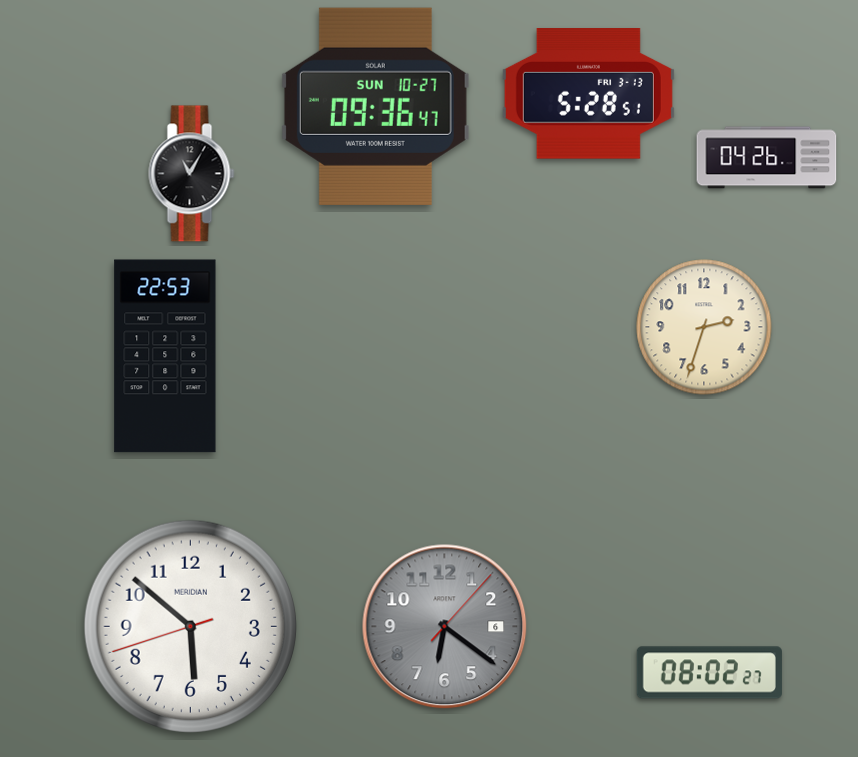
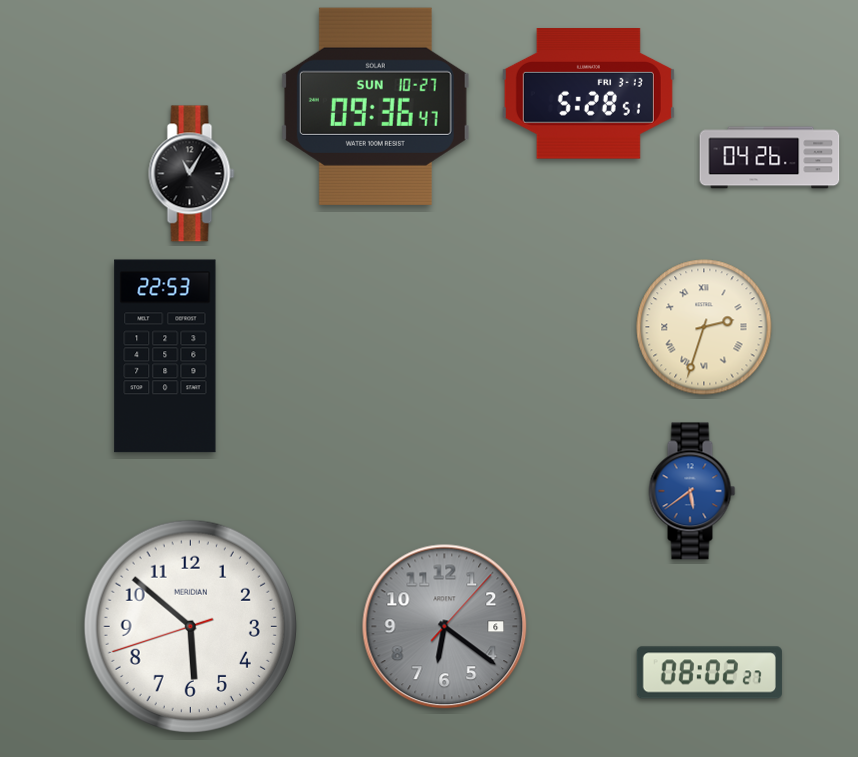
clock at (767, 158) position: (767, 158) -> (770, 158)
clock at (704, 327) numerals: Arabic -> Roman
clock at (692, 491): none -> 5:39
